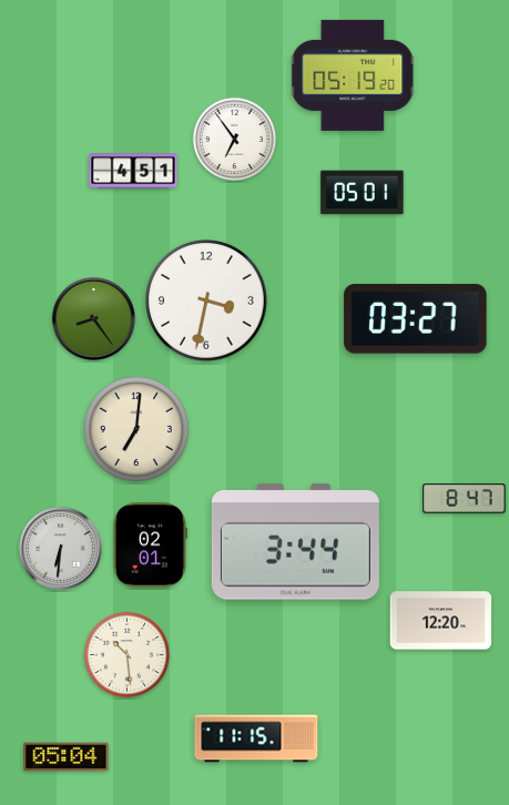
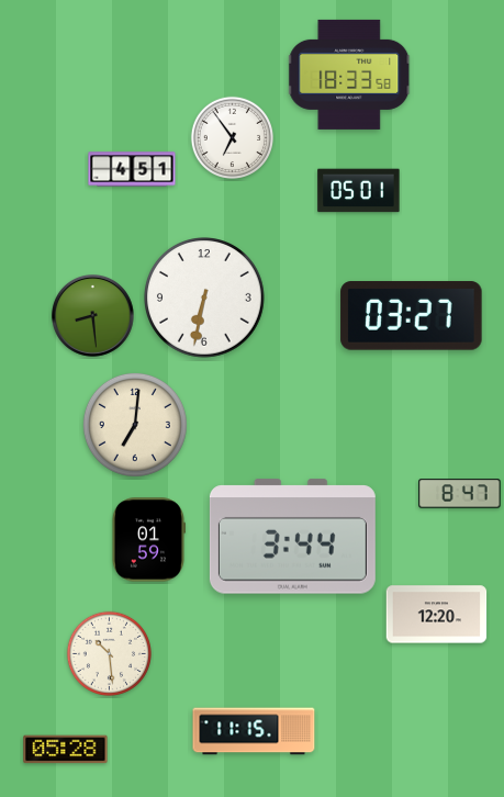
clock at (354, 75): 05:19 -> 18:33
clock at (207, 302): 3:32 -> 6:32
clock at (94, 319): 8:24 -> 8:29
clock at (150, 546): 02:01 -> 01:59
clock at (61, 549): 6:31 -> none
clock at (126, 654) position: (126, 654) -> (109, 653)
clock at (67, 757): 05:04 -> 05:28
